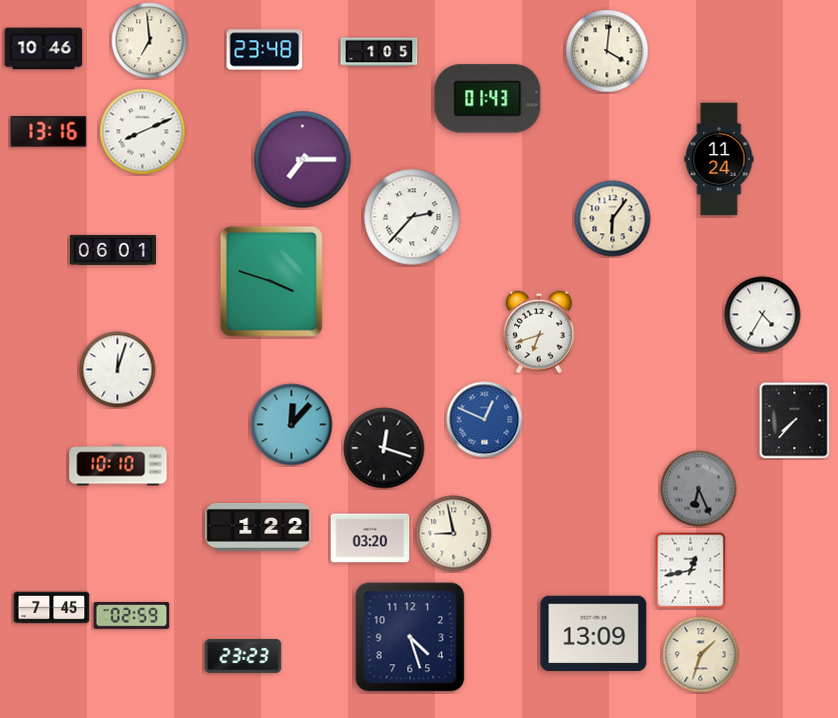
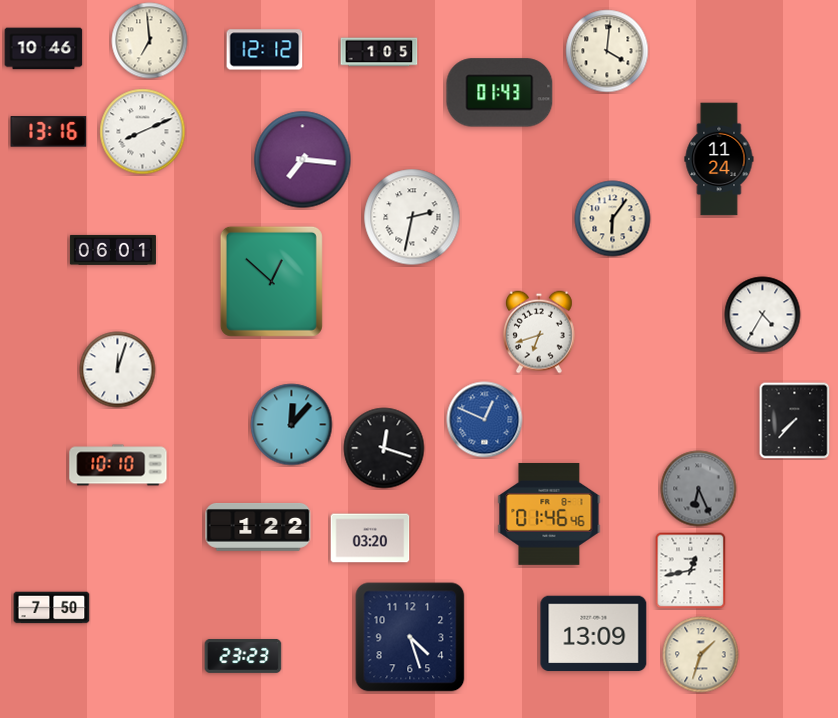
clock at (265, 50): 23:48 -> 12:12
clock at (488, 99) position: (488, 99) -> (500, 93)
clock at (303, 160): 7:15 -> 7:16
clock at (412, 217): 2:37 -> 2:32
clock at (271, 281): 3:48 -> 12:52
clock at (549, 514): none -> 01:46
clock at (454, 534): 8:58 -> none
clock at (52, 608): 7:45 -> 7:50
clock at (132, 616): 02:59 -> none
